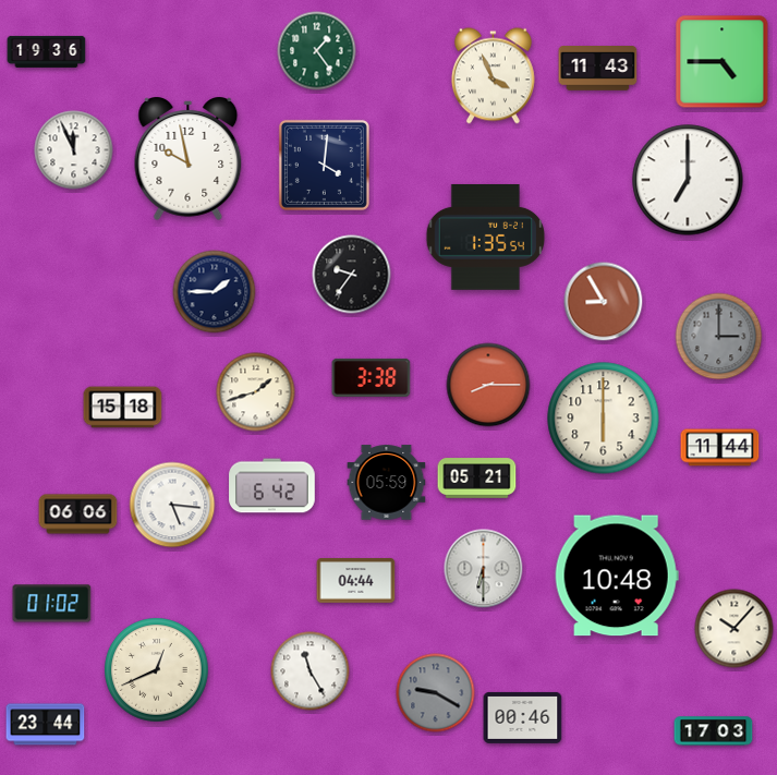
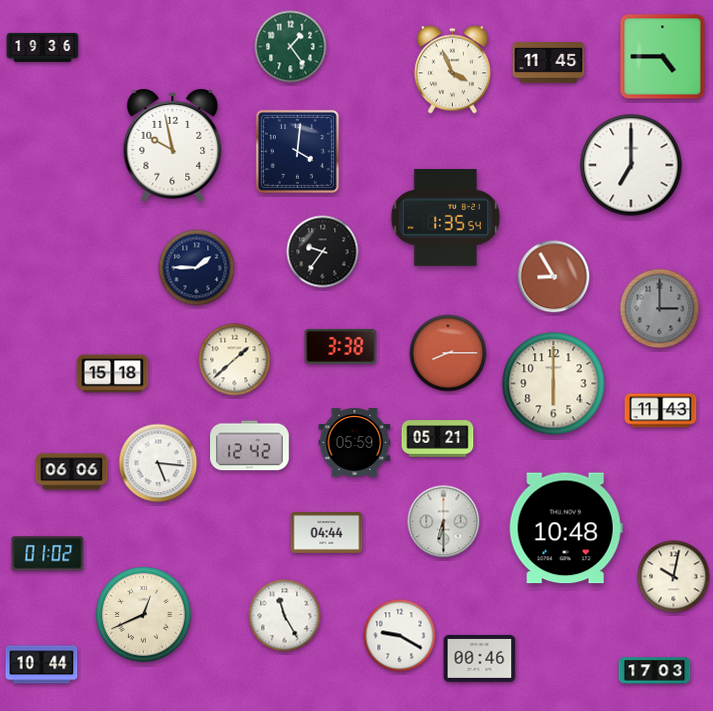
clock at (598, 69): 11:43 -> 11:45
clock at (74, 150): 11:56 -> none
clock at (256, 392): 1:42 -> 1:38
clock at (720, 448): 11:44 -> 11:43
clock at (272, 486): 6:42 -> 12:42
clock at (734, 629): 10:07 -> 10:02
clock at (436, 693) dial: grey -> white
clock at (46, 725): 23:44 -> 10:44
